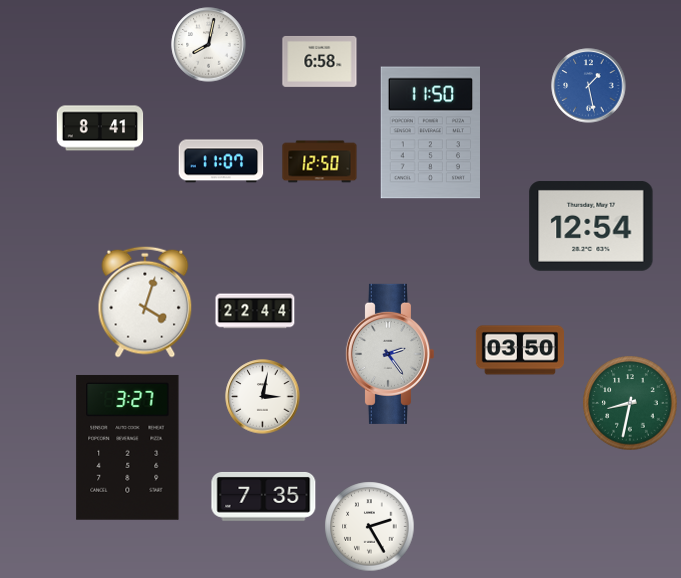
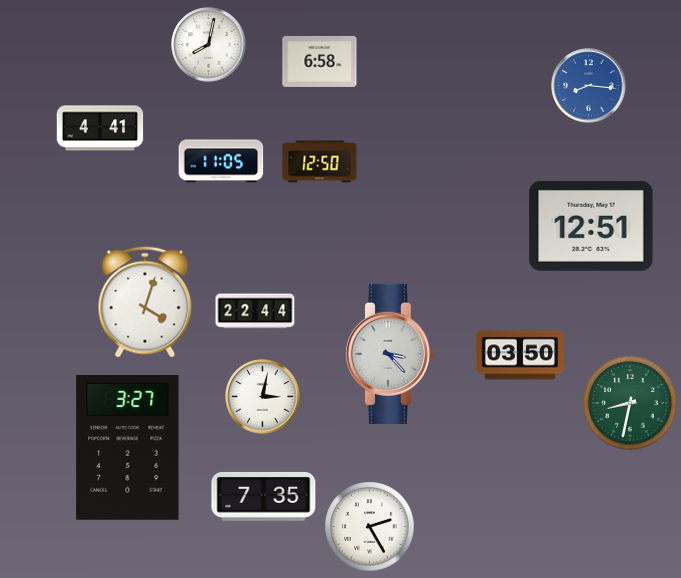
clock at (589, 86): 1:28 -> 8:16
clock at (100, 128): 8:41 -> 4:41
clock at (430, 133): 11:50 -> none
clock at (221, 161): 11:07 -> 11:05
clock at (591, 226): 12:54 -> 12:51
clock at (519, 350) position: (519, 350) -> (519, 355)
clock at (389, 354): 2:24 -> 3:23
